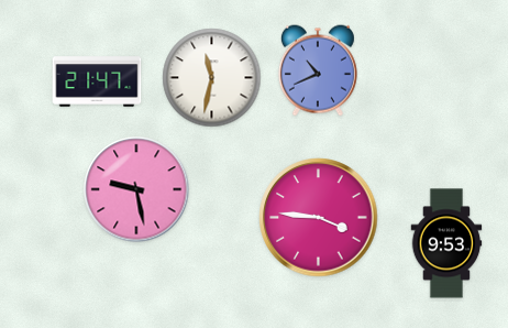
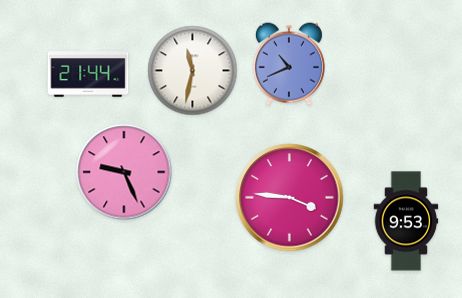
clock at (97, 81): 21:47 -> 21:44
clock at (136, 189): 9:28 -> 9:26
